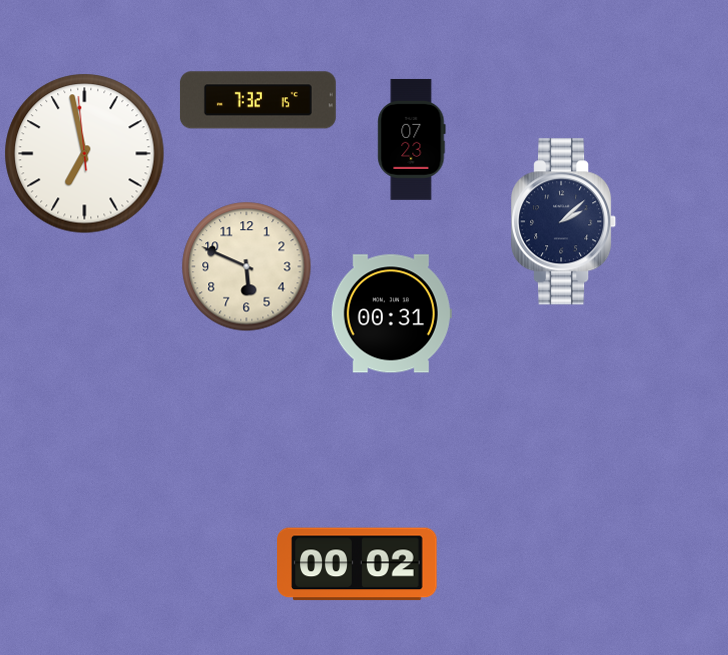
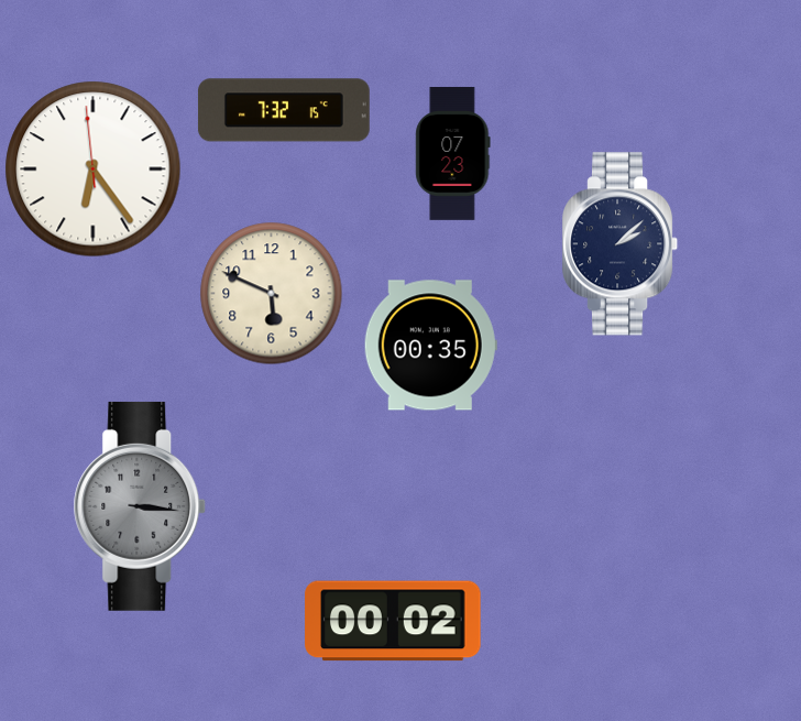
clock at (85, 154): 6:57 -> 6:23
clock at (391, 314): 00:31 -> 00:35
clock at (140, 506): none -> 3:16
